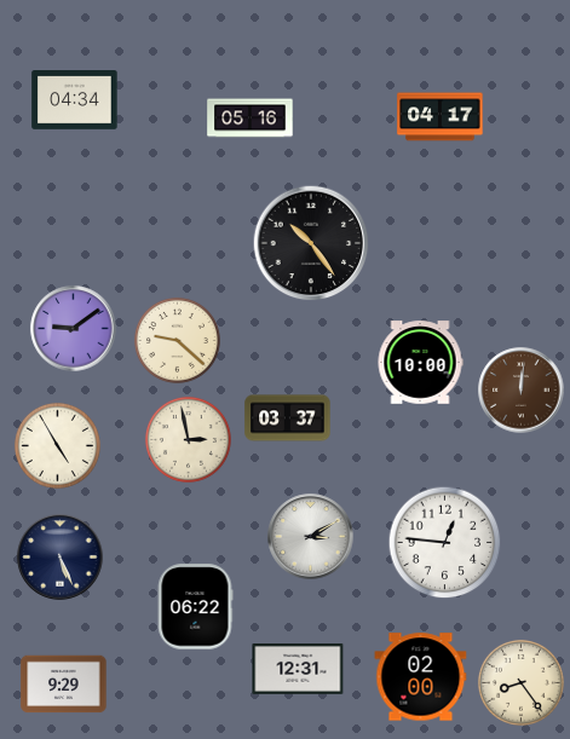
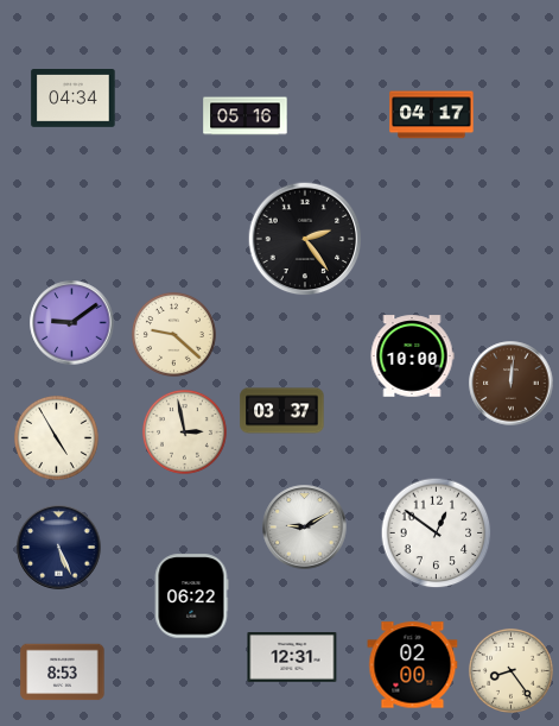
clock at (311, 243): 10:24 -> 2:24
clock at (311, 537): 3:10 -> 9:10
clock at (445, 543): 12:46 -> 12:51
clock at (64, 685): 9:29 -> 8:53
